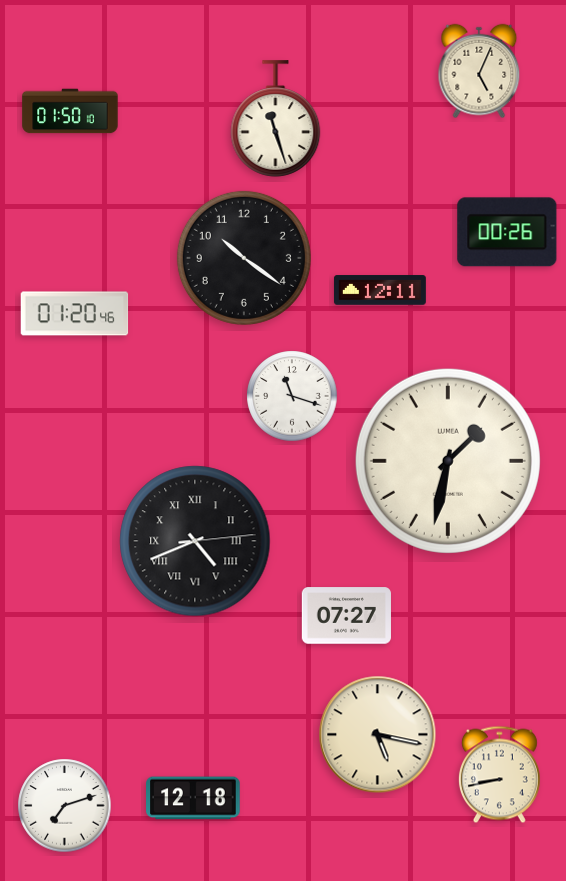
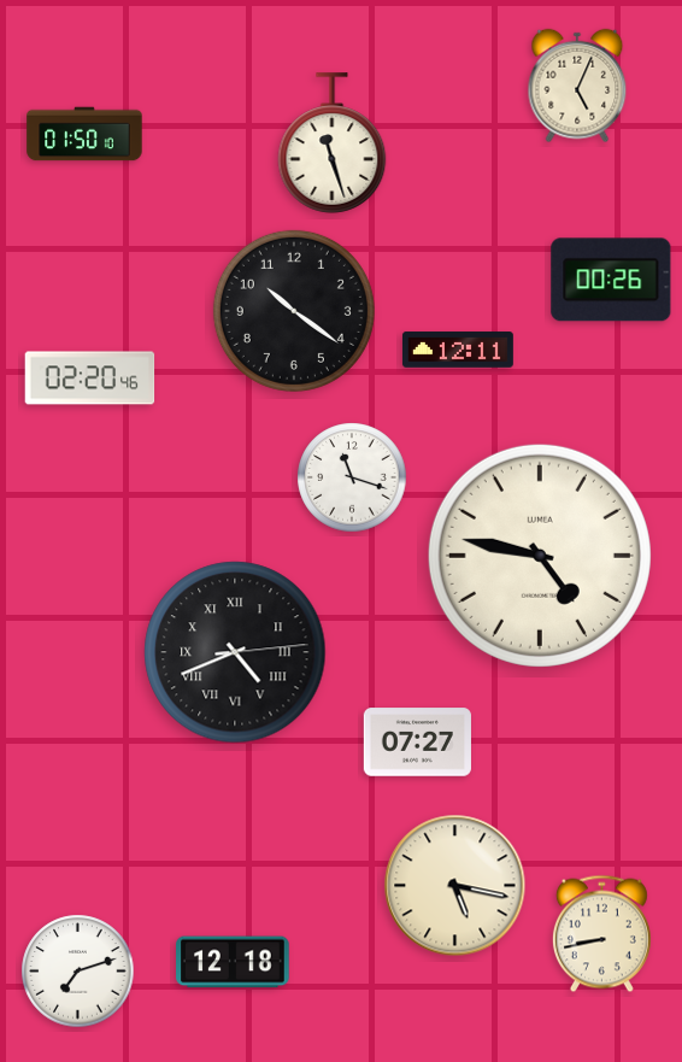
clock at (75, 314): 01:20 -> 02:20
clock at (448, 461): 1:32 -> 4:47
